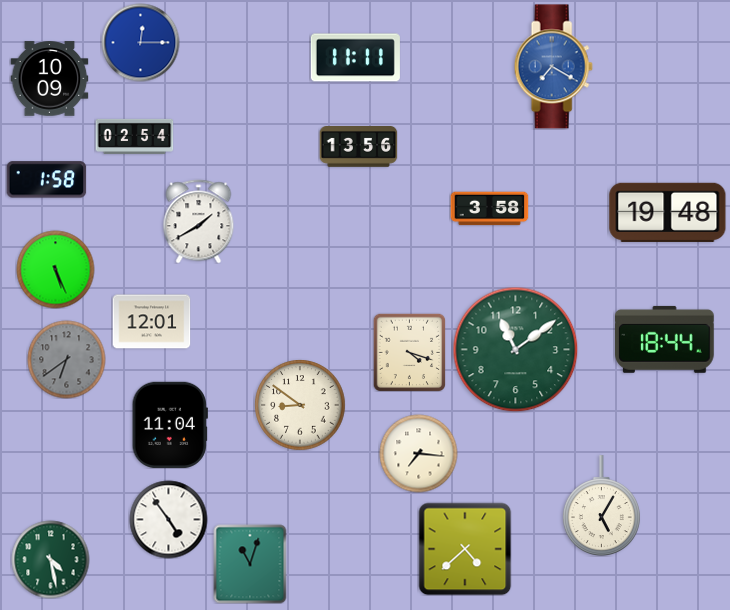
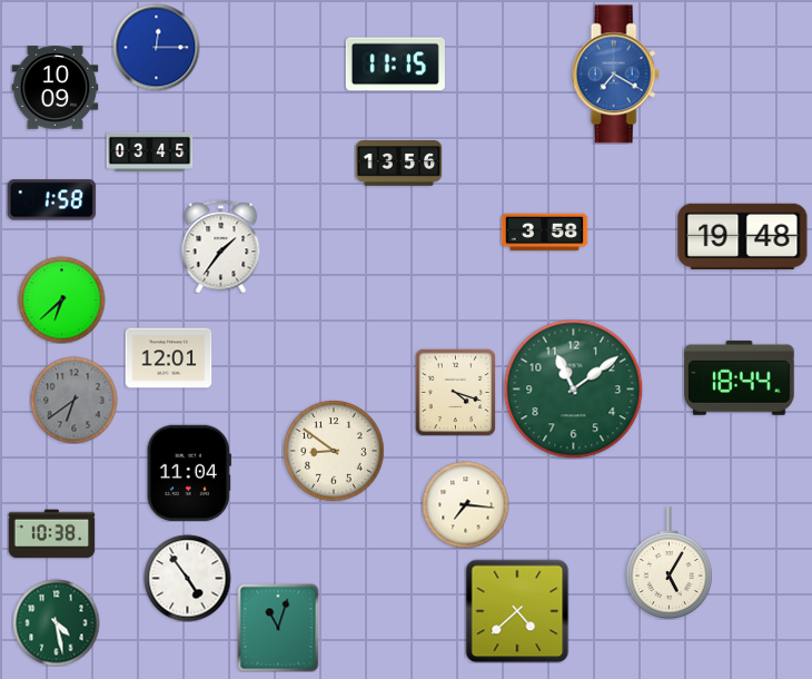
clock at (355, 58): 11:11 -> 11:15
clock at (134, 136): 02:54 -> 03:45
clock at (199, 221): 1:40 -> 1:36
clock at (55, 269): 5:26 -> 6:38
clock at (51, 534): none -> 10:38
